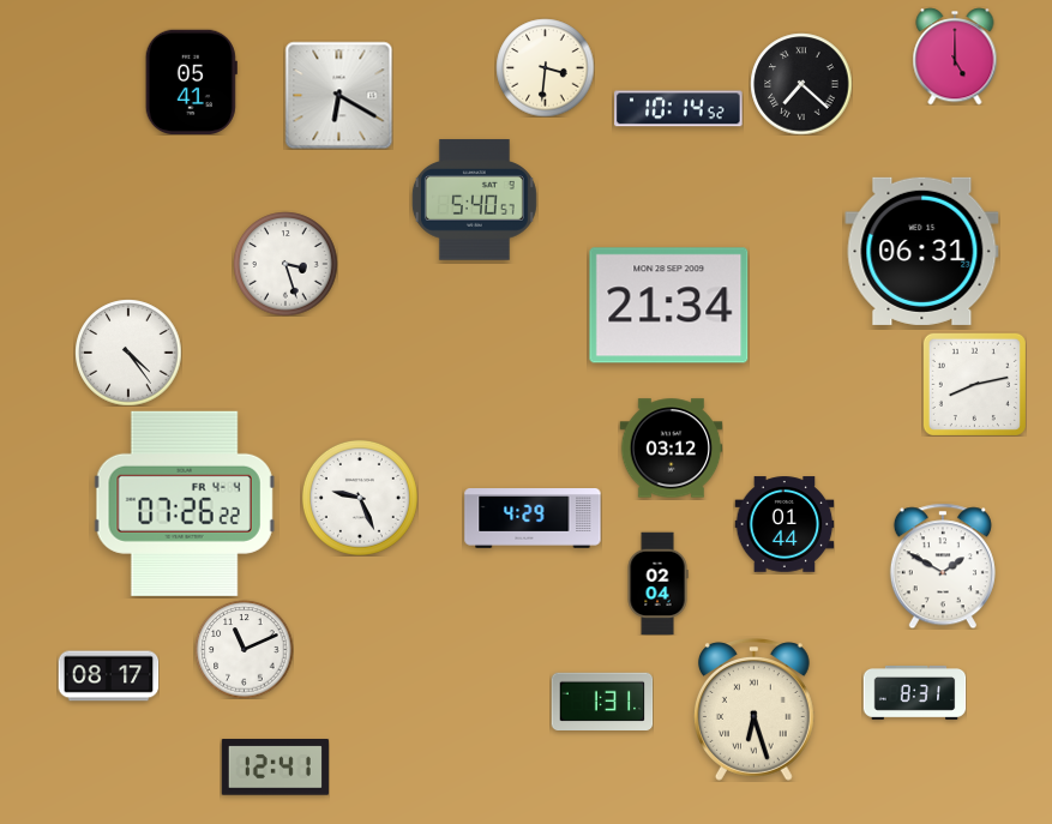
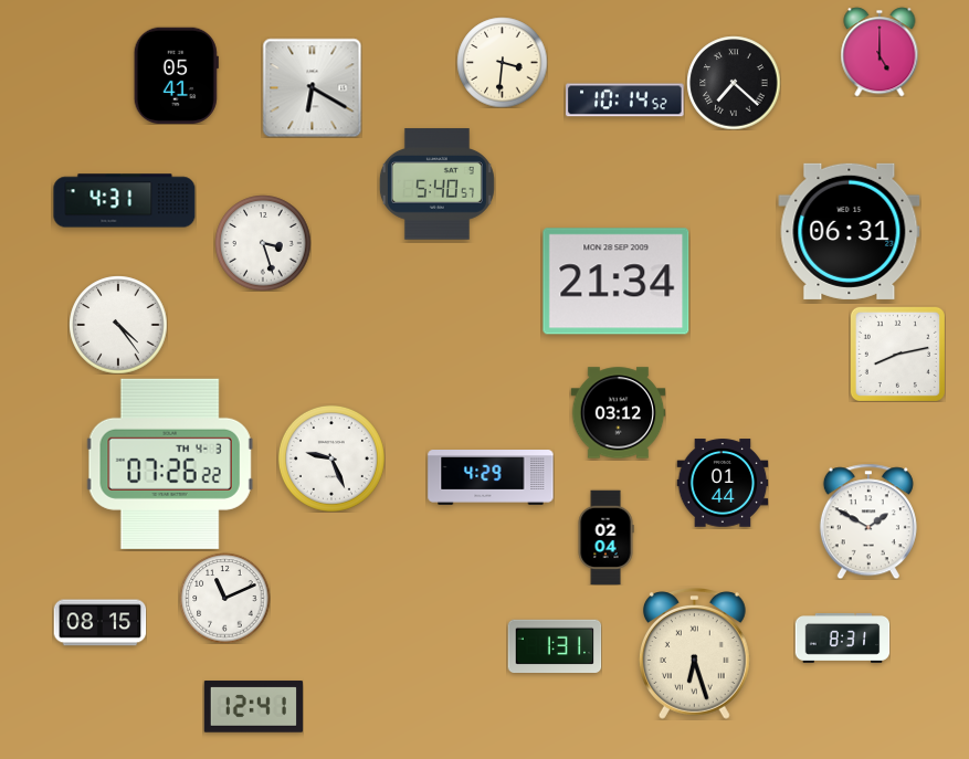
clock at (801, 84) position: (801, 84) -> (734, 83)
clock at (125, 201): none -> 4:31
clock at (185, 504) date: FR 4-4 -> TH 4-3
clock at (108, 676): 08:17 -> 08:15
